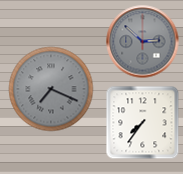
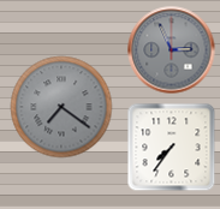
clock at (143, 42): 2:52 -> 2:56
clock at (51, 89): 7:19 -> 7:21
